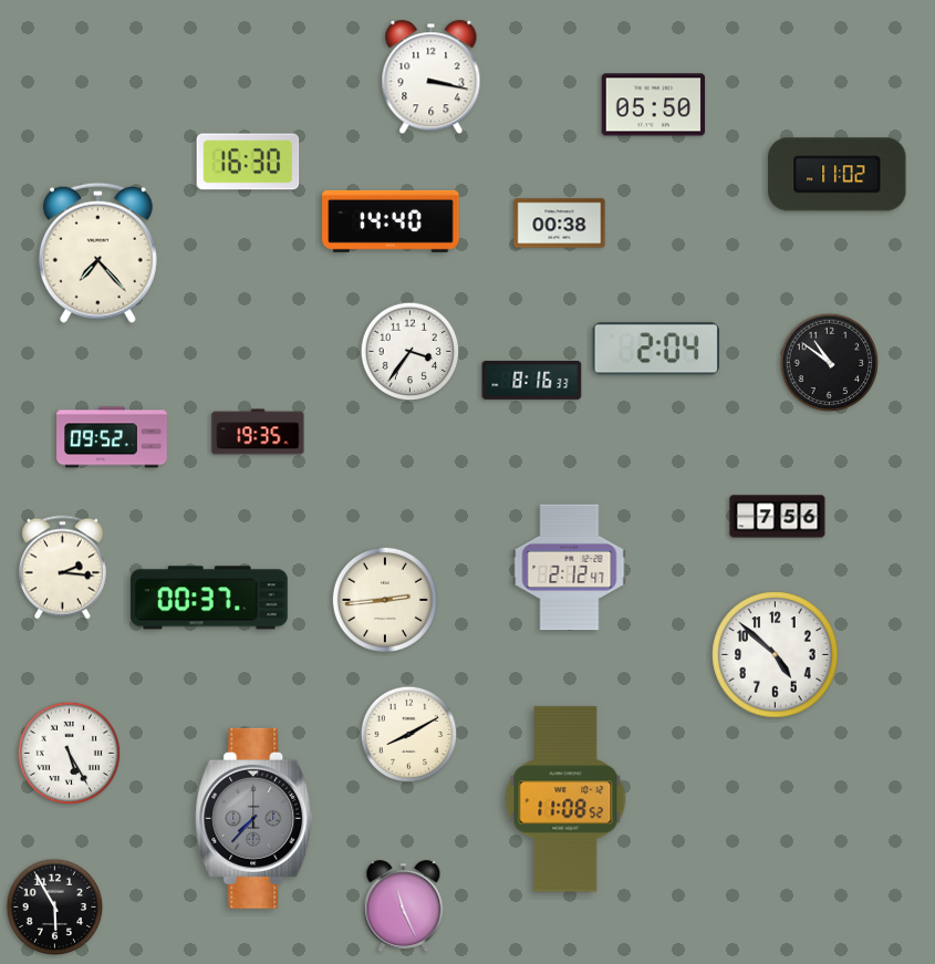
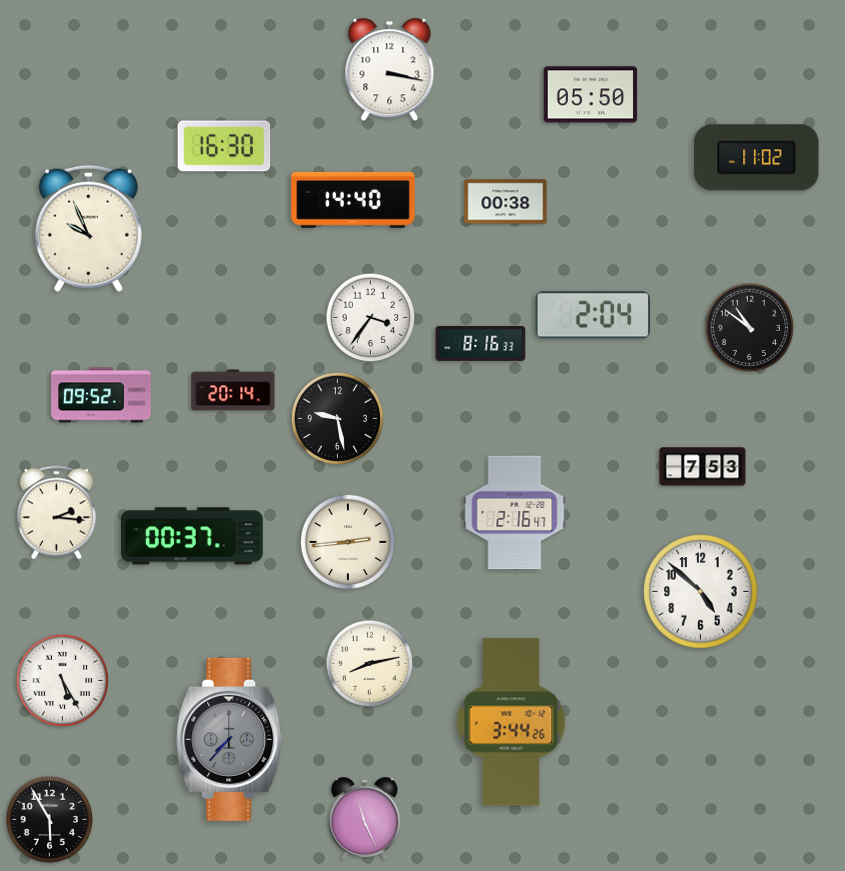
clock at (97, 252): 7:23 -> 9:56
clock at (258, 432): 19:35 -> 20:14
clock at (337, 418): none -> 9:28
clock at (778, 517): 7:56 -> 7:53
clock at (570, 568): 2:12 -> 2:16
clock at (209, 598) position: (209, 598) -> (192, 536)
clock at (409, 735): 8:10 -> 8:13
clock at (565, 799): 11:08 -> 3:44
